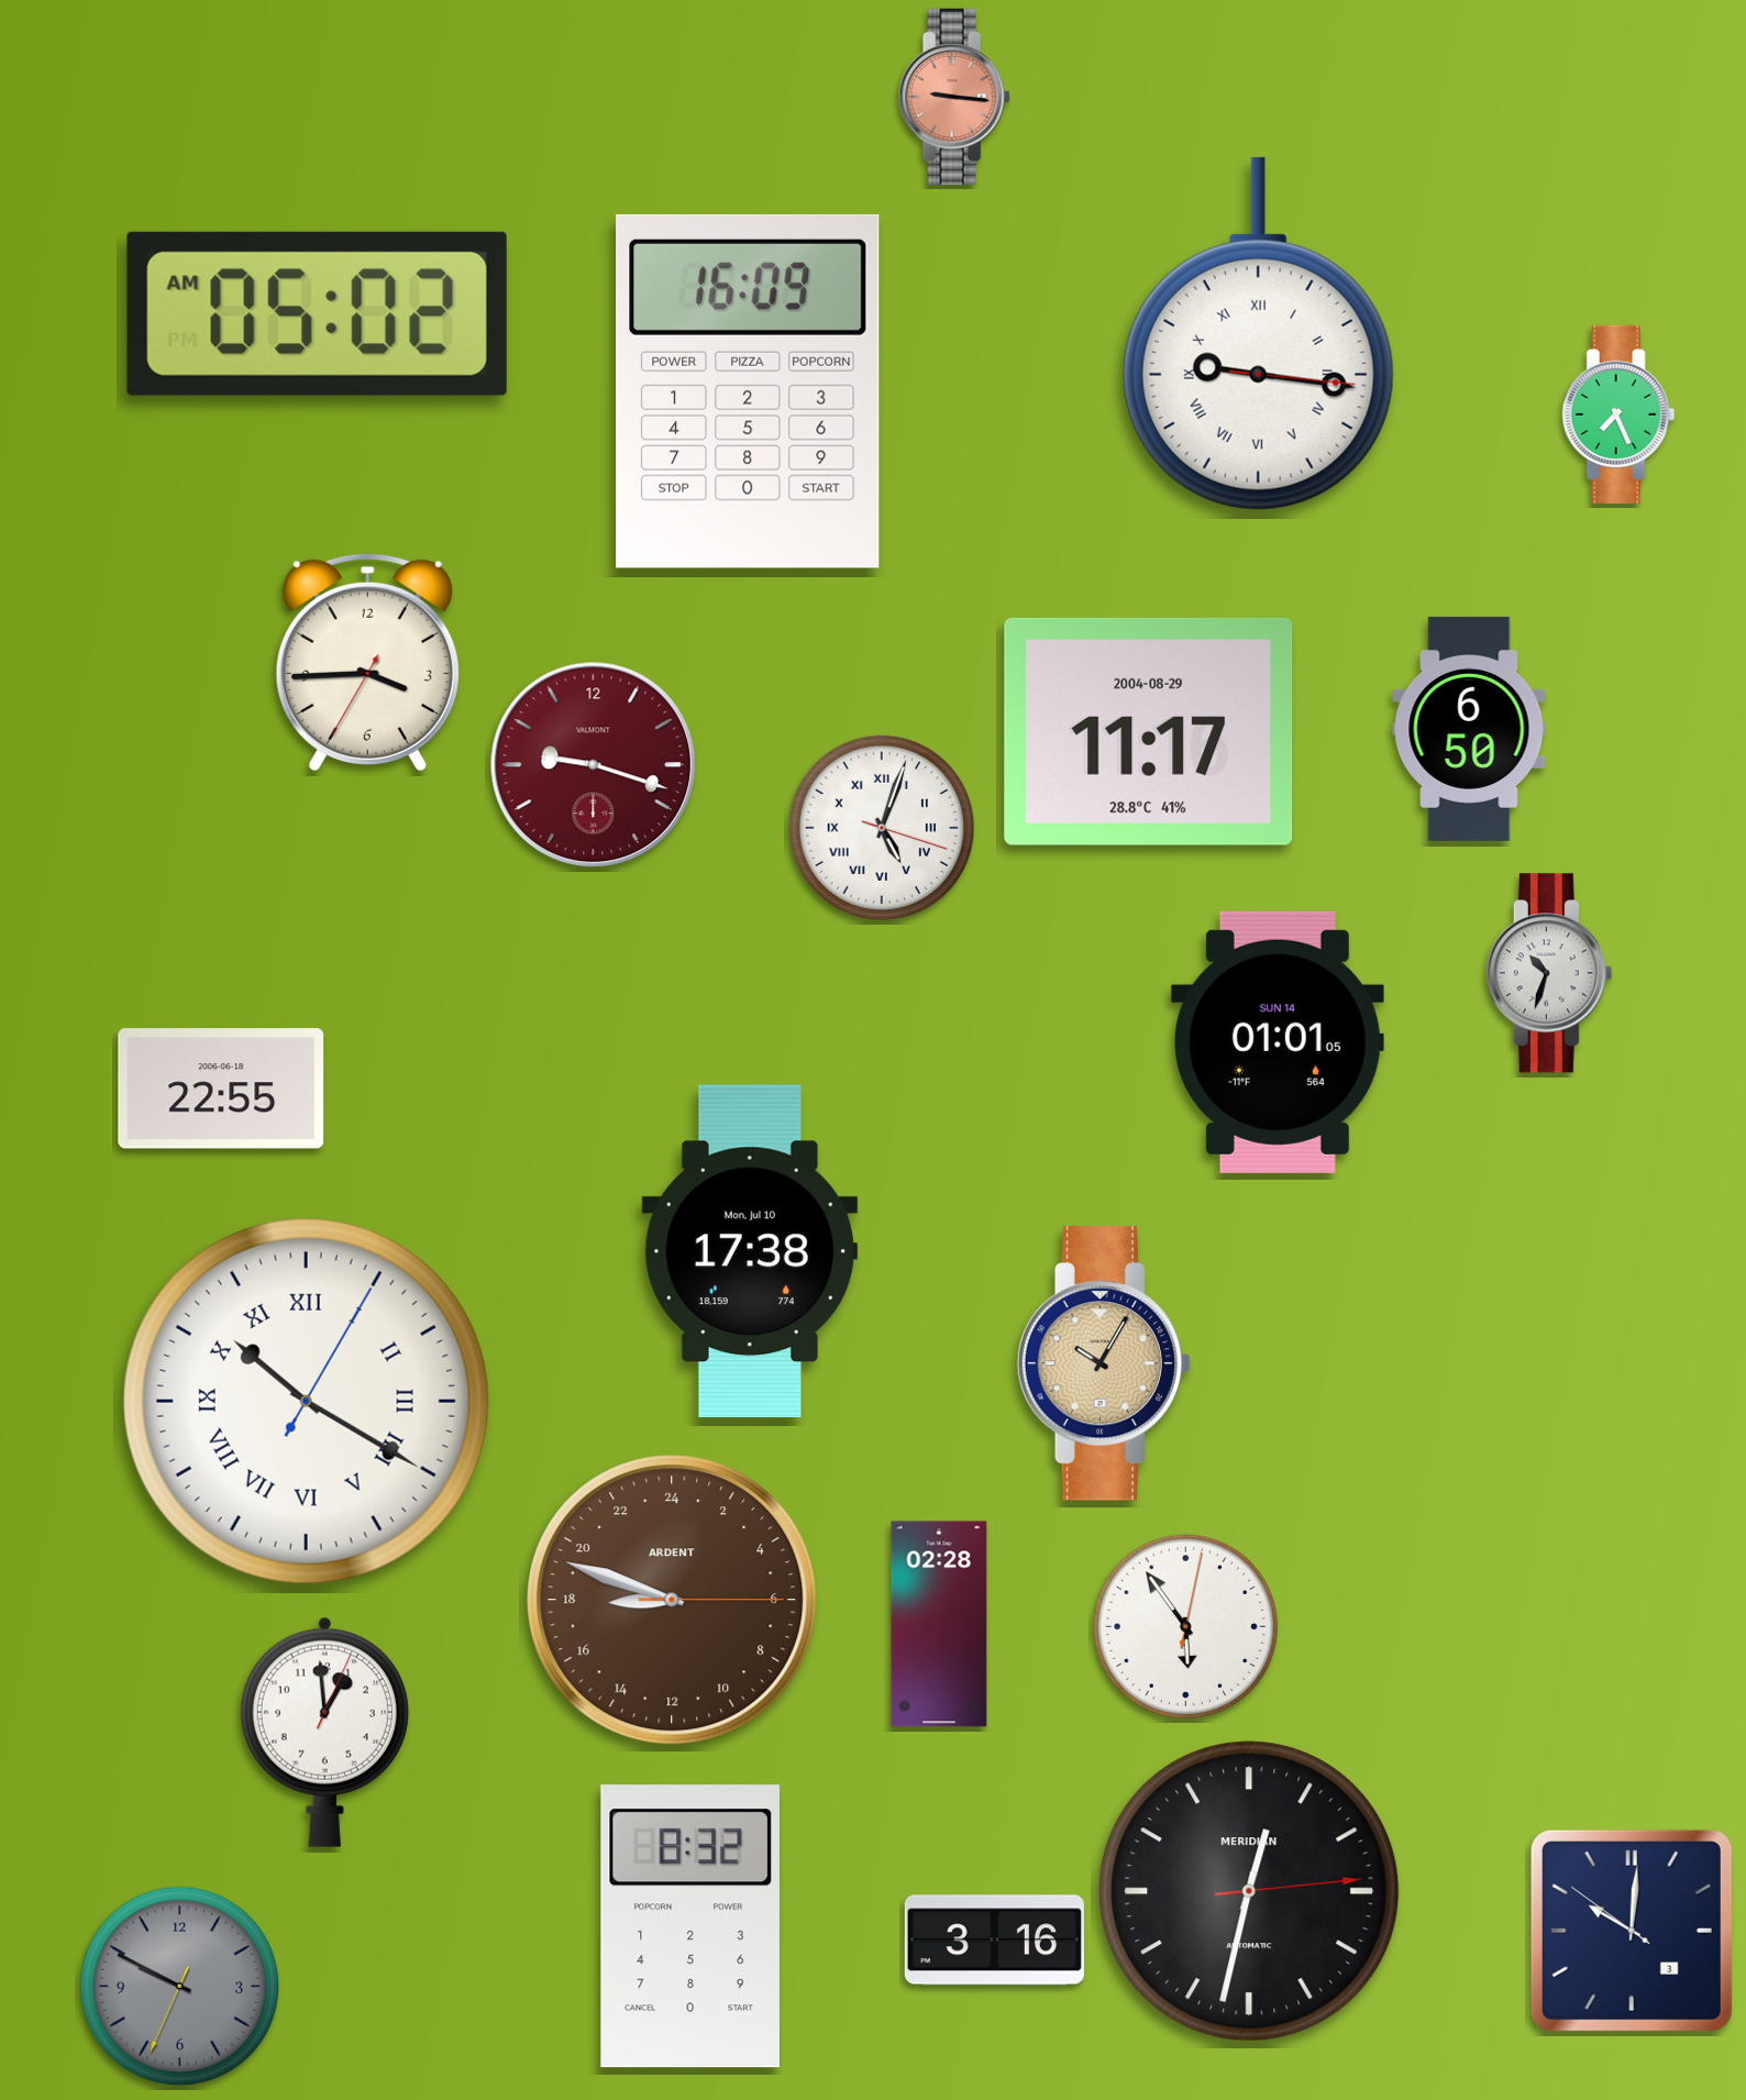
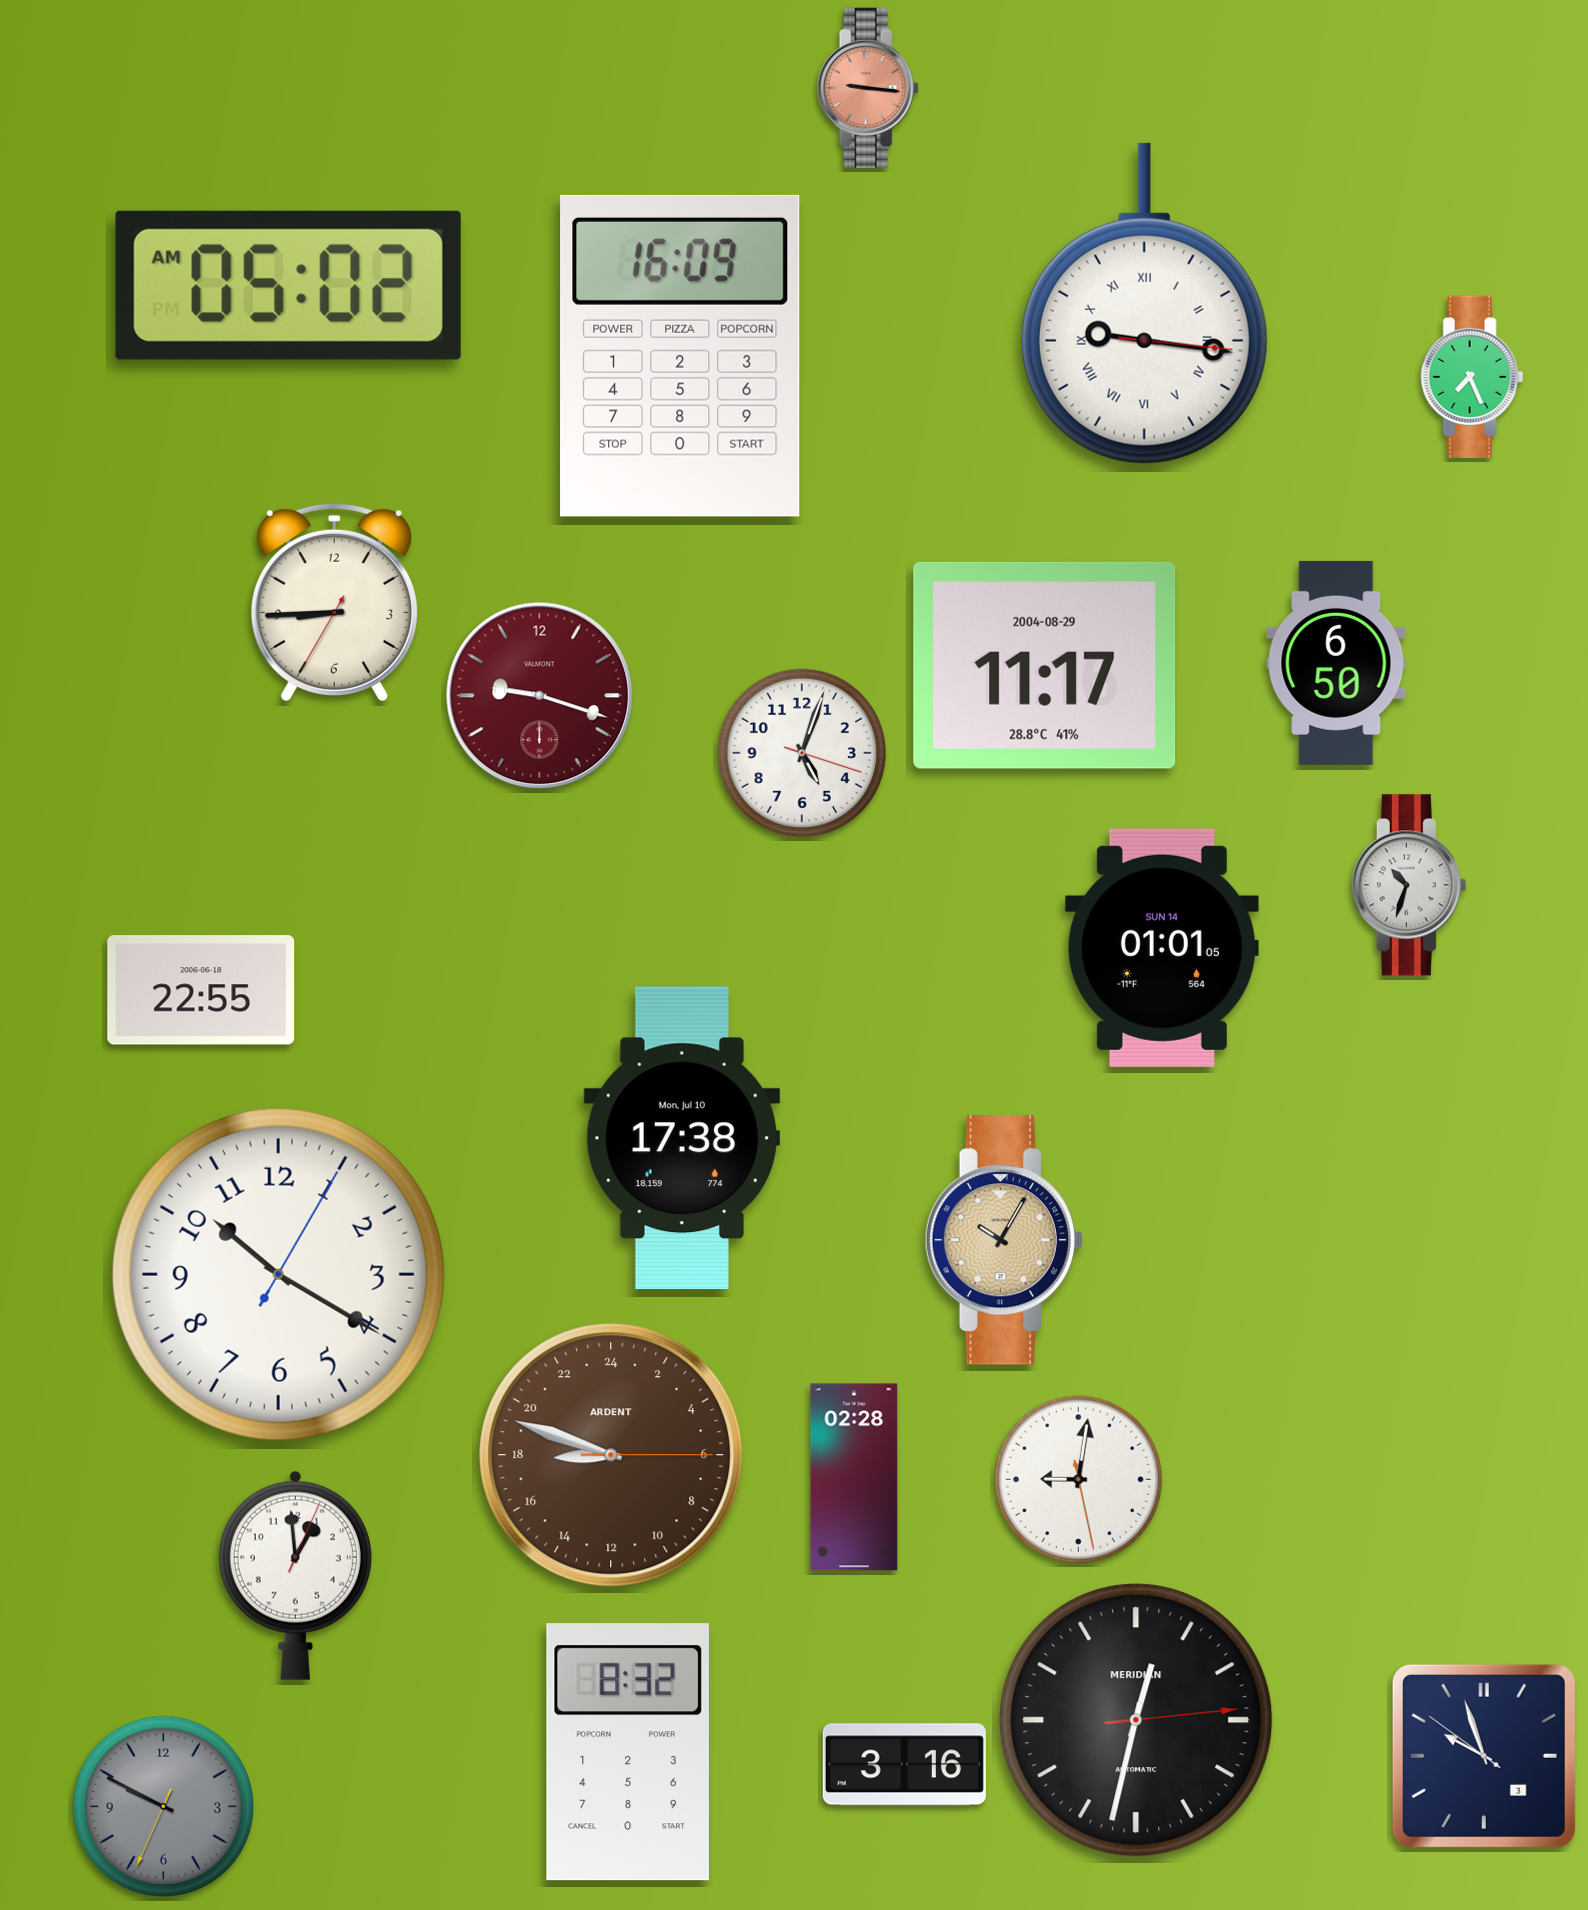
clock at (367, 662): 3:44 -> 8:44
clock at (882, 828) numerals: Roman -> Arabic
clock at (306, 1401) numerals: Roman -> Arabic
clock at (1185, 1626): 5:54 -> 9:01
clock at (1632, 1931): 10:00 -> 9:56
